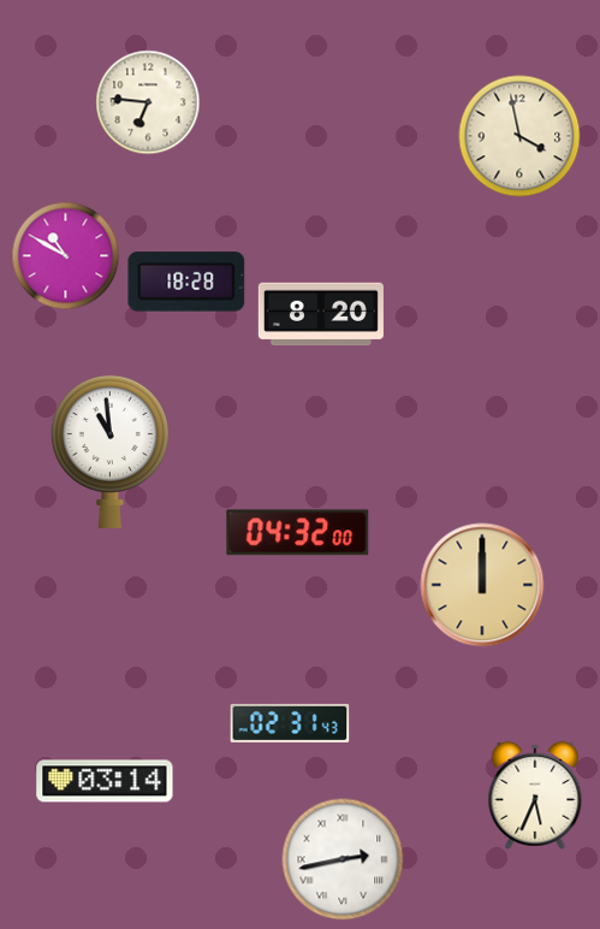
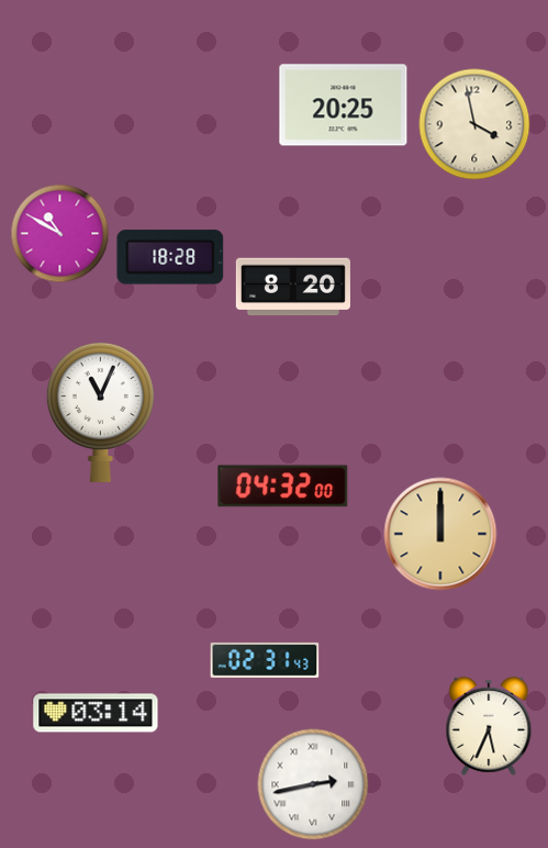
clock at (148, 102): 6:46 -> none
clock at (344, 105): none -> 20:25
clock at (109, 451): 10:59 -> 11:04
clock at (298, 533) position: (298, 533) -> (283, 487)
